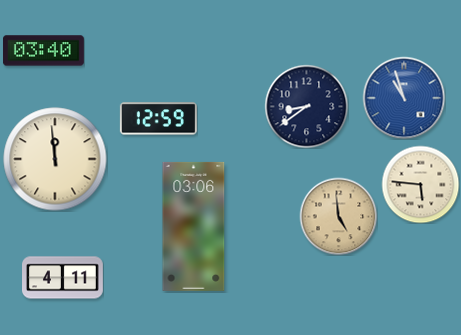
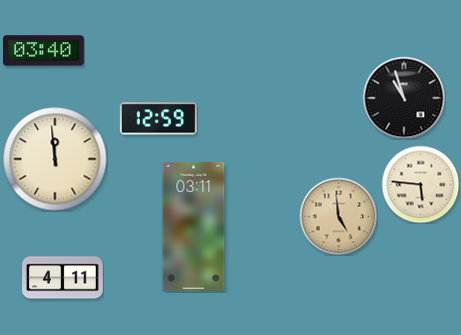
clock at (404, 98) dial: blue -> black
clock at (306, 106): 8:39 -> none
clock at (194, 226): 03:06 -> 03:11
